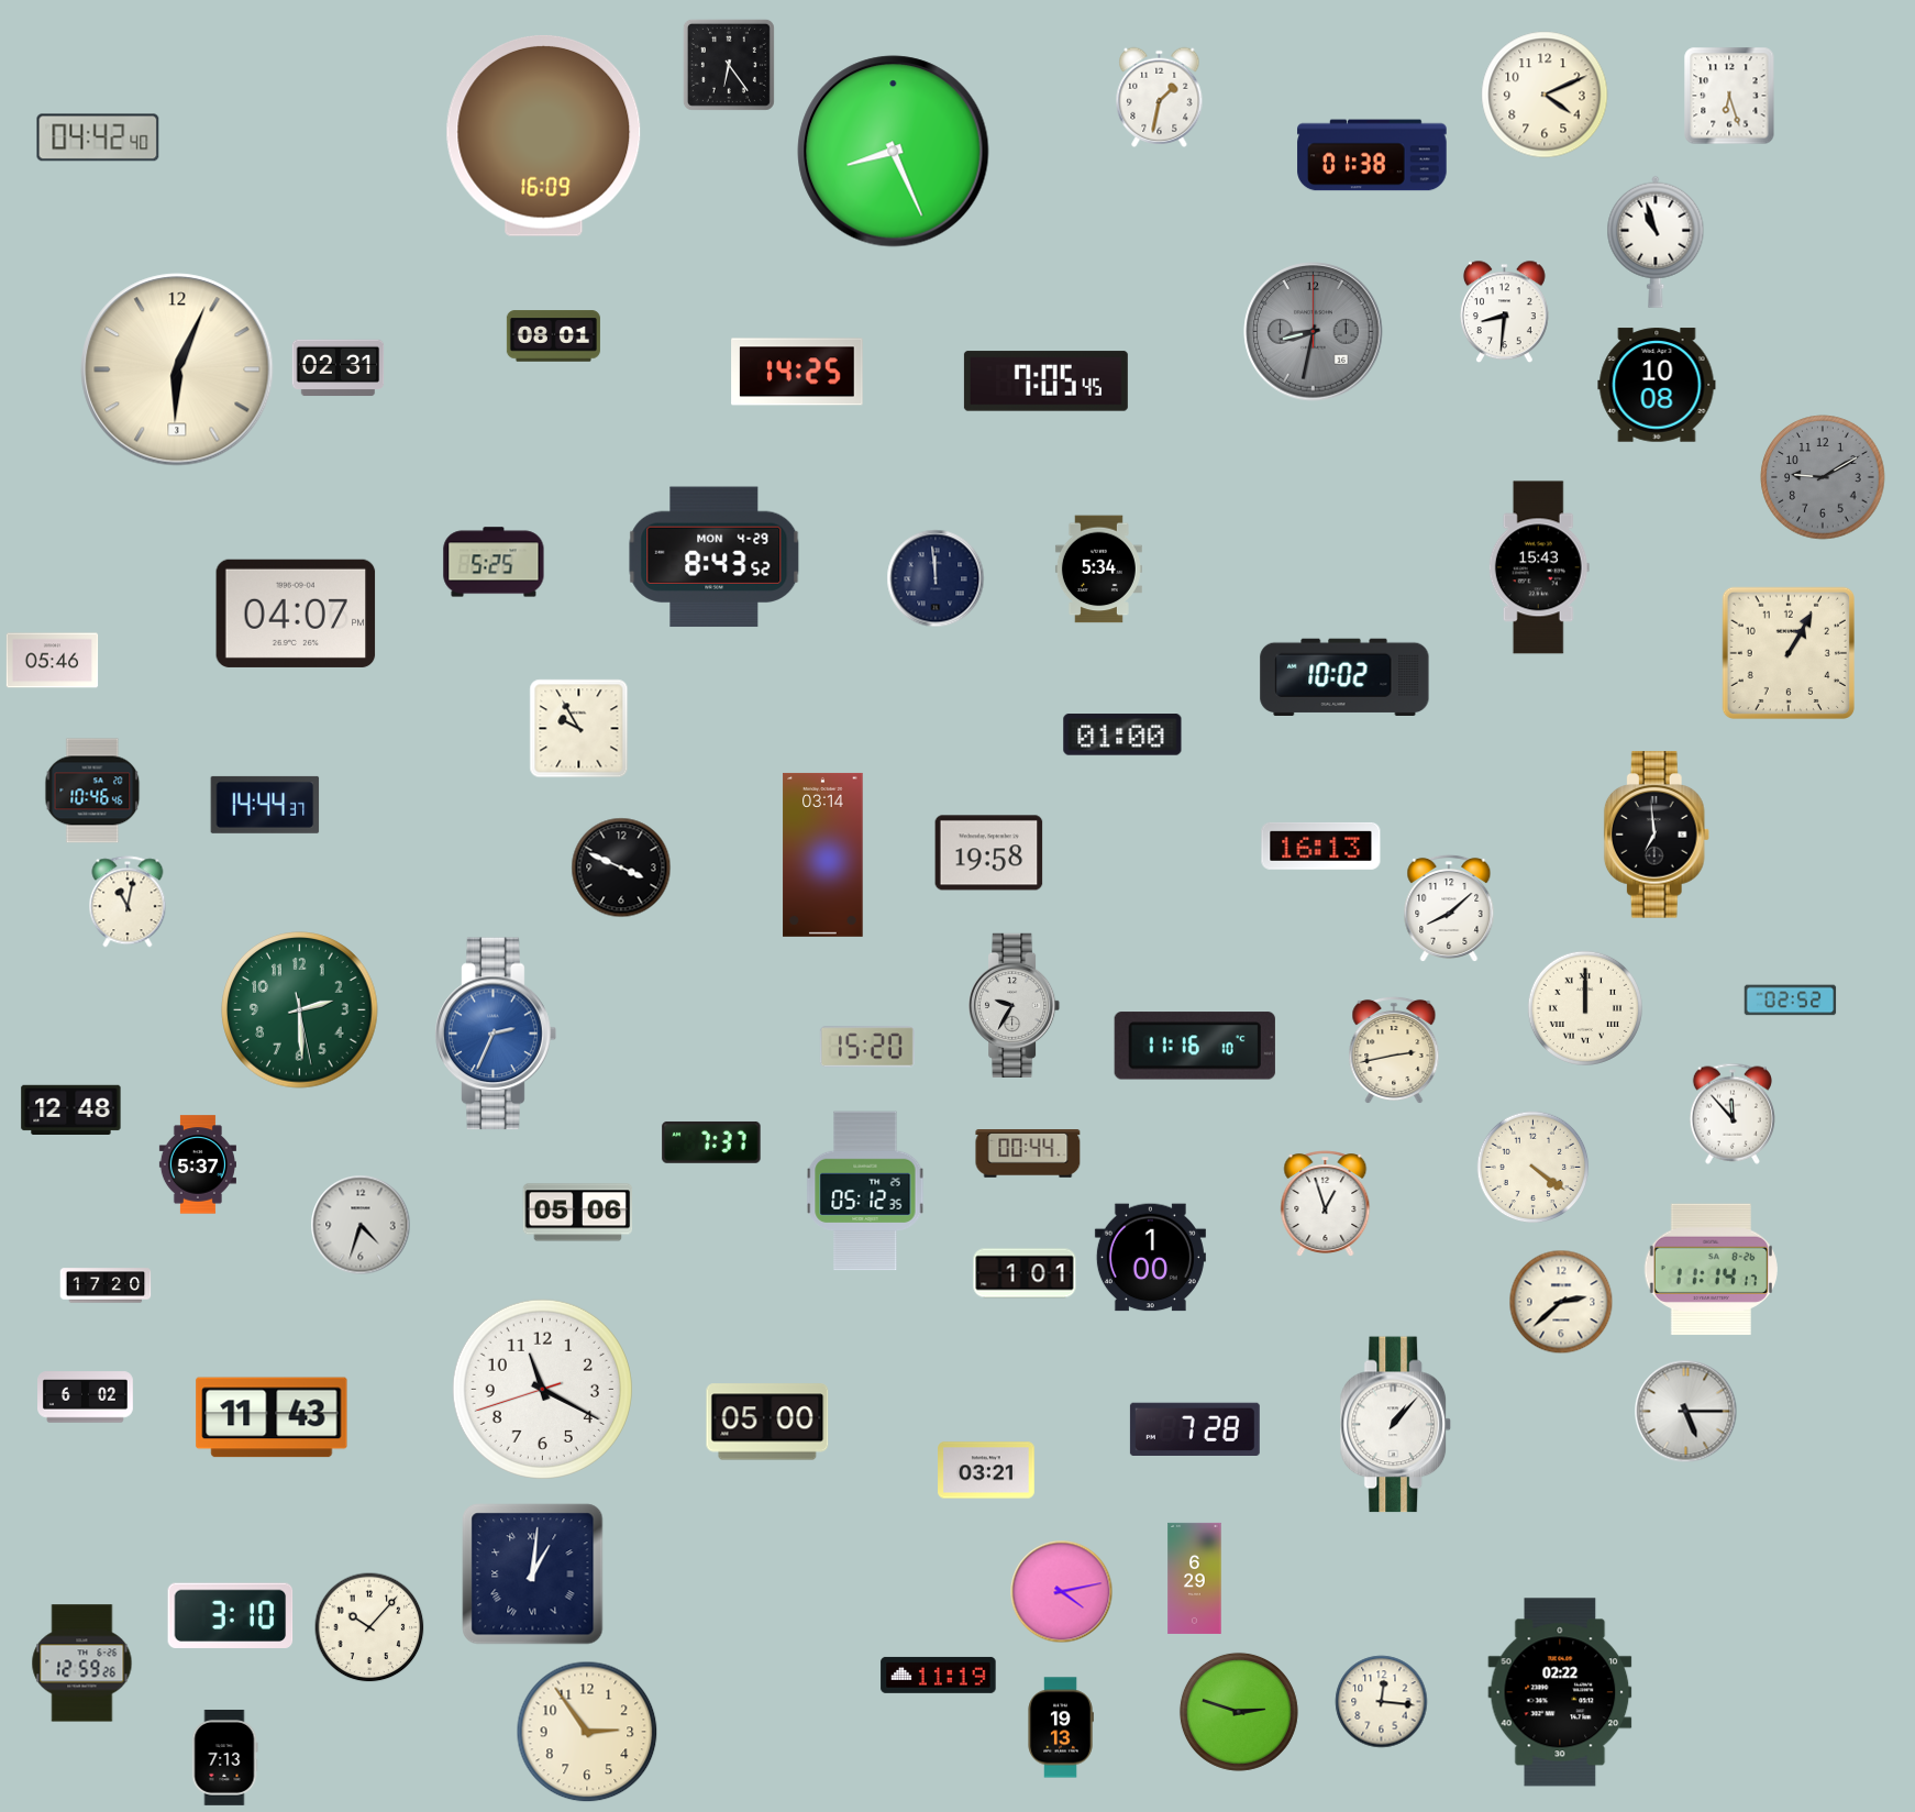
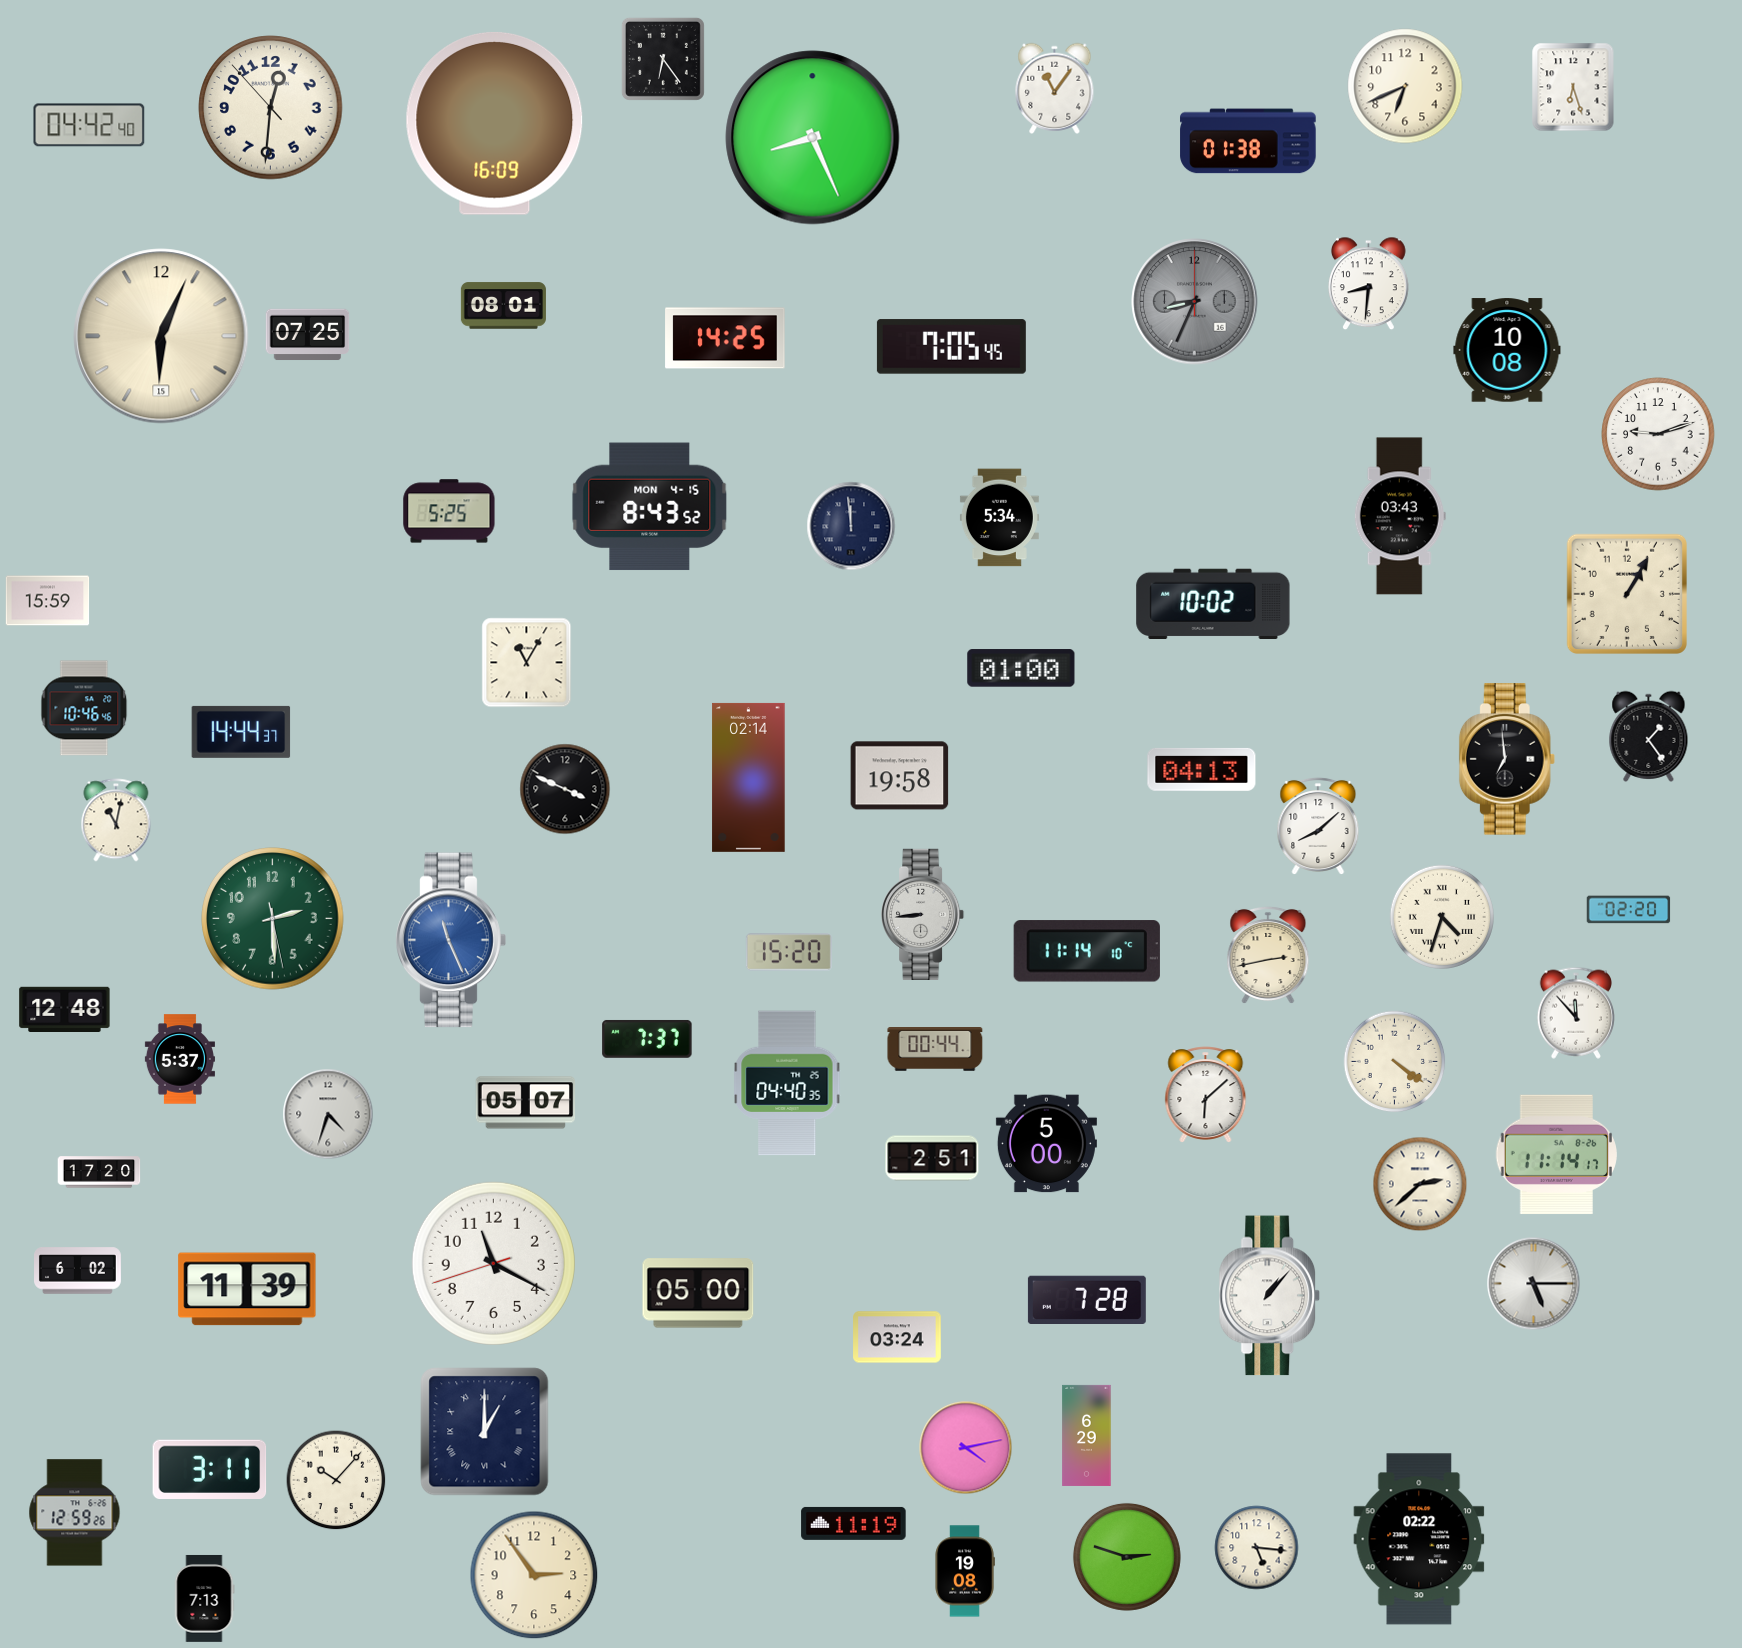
clock at (1545, 95): 4:11 -> 6:41
clock at (1160, 97): 1:32 -> 11:06
clock at (271, 108): none -> 12:30
clock at (1656, 242): 10:57 -> none
clock at (1314, 332): 8:32 -> 8:34
clock at (339, 368): 02:31 -> 07:25
clock at (177, 369) date: 3 -> 15
clock at (1823, 477): 9:10 -> 9:12
clock at (1823, 477) dial: grey -> white
clock at (715, 557) date: MON 4-29 -> MON 4-15
clock at (1539, 567): 15:43 -> 03:43
clock at (296, 614): 04:07 -> none
clock at (53, 661): 05:46 -> 15:59
clock at (1344, 677) position: (1344, 677) -> (1213, 604)
clock at (579, 729): 9:55 -> 11:05
clock at (92, 791) position: (92, 791) -> (84, 708)
clock at (1649, 736): none -> 1:24
clock at (1321, 846): 16:13 -> 04:13
clock at (823, 854): 03:14 -> 02:14
clock at (1791, 1001): 02:52 -> 02:20
clock at (1015, 1005): 9:35 -> 8:44
clock at (1585, 1008): 12:00 -> 4:33
clock at (496, 1034): 2:34 -> 11:26
clock at (1195, 1046): 11:16 -> 11:14
clock at (865, 1191): 05:12 -> 04:40
clock at (1326, 1204): 12:57 -> 6:08
clock at (578, 1213): 05:06 -> 05:07
clock at (1150, 1258): 1:00 -> 5:00
clock at (1025, 1273): 1:01 -> 2:51
clock at (106, 1285) position: (106, 1285) -> (99, 1172)
clock at (272, 1417): 11:43 -> 11:39
clock at (986, 1470): 03:21 -> 03:24
clock at (533, 1575): 1:01 -> 1:00
clock at (231, 1615): 3:10 -> 3:11
clock at (1382, 1702): 12:16 -> 5:16
clock at (1061, 1727): 19:13 -> 19:08
